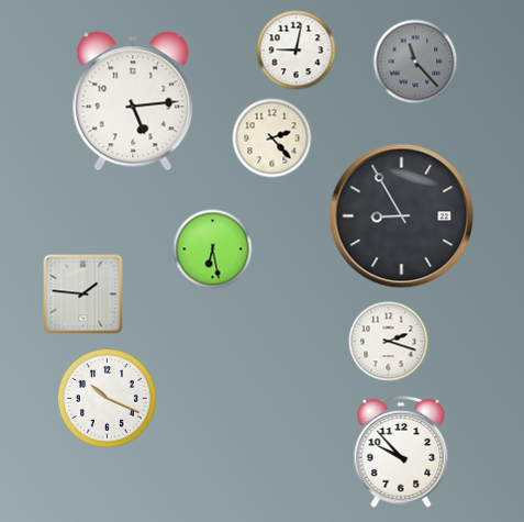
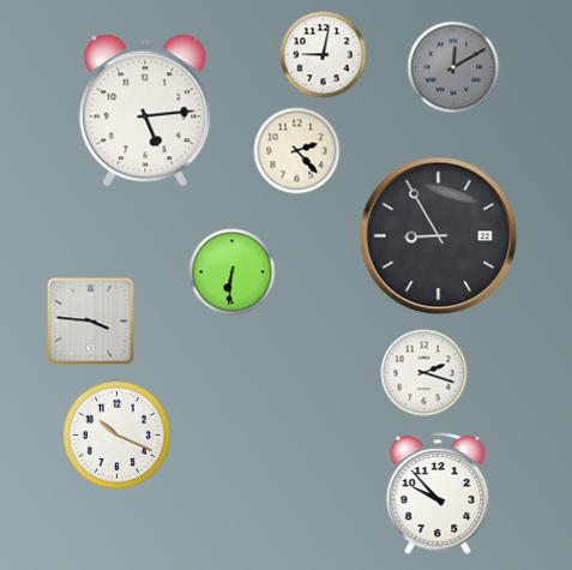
clock at (415, 62): 11:23 -> 12:10
clock at (213, 249): 6:28 -> 6:31
clock at (83, 295): 1:46 -> 3:46
